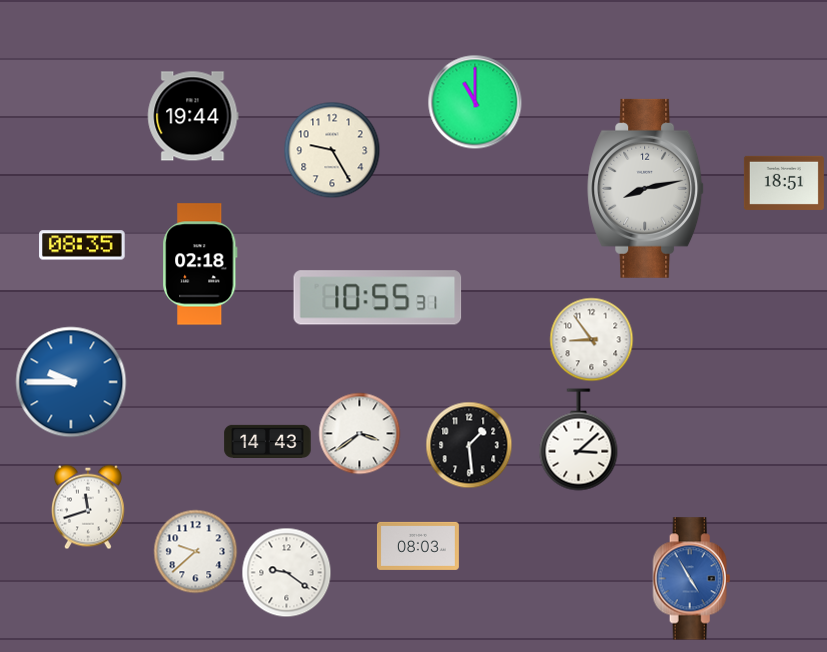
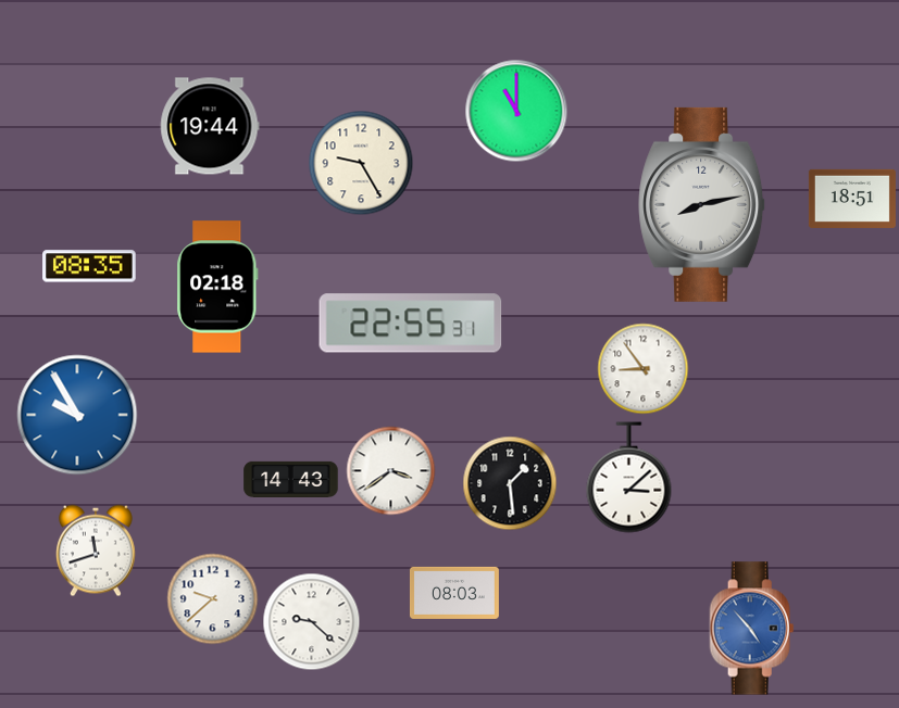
clock at (378, 298): 10:55 -> 22:55
clock at (71, 382): 9:45 -> 9:55
clock at (287, 573): 9:21 -> 9:22
clock at (692, 579): 4:55 -> 4:53
